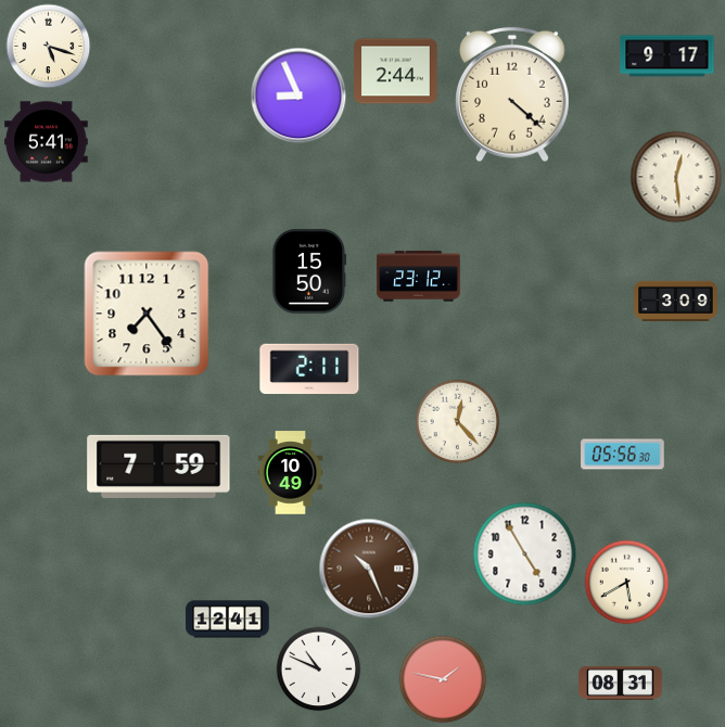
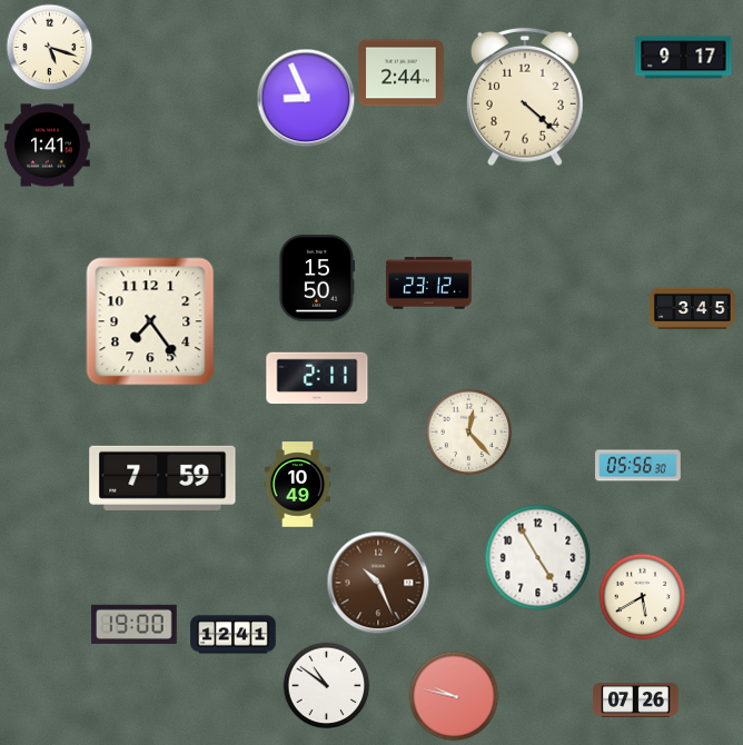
clock at (396, 72) position: (396, 72) -> (402, 73)
clock at (47, 142): 5:41 -> 1:41
clock at (676, 177): 12:29 -> none
clock at (676, 301): 3:09 -> 3:45
clock at (524, 553) position: (524, 553) -> (537, 557)
clock at (135, 624): none -> 19:00
clock at (318, 668): 10:49 -> 10:51
clock at (443, 679): 1:47 -> 9:47
clock at (621, 684): 08:31 -> 07:26
